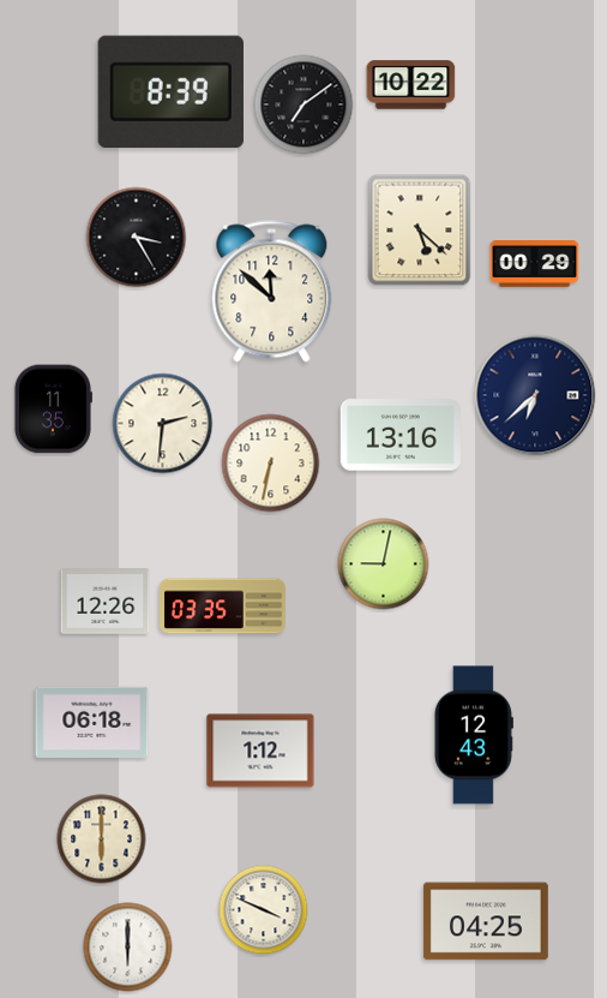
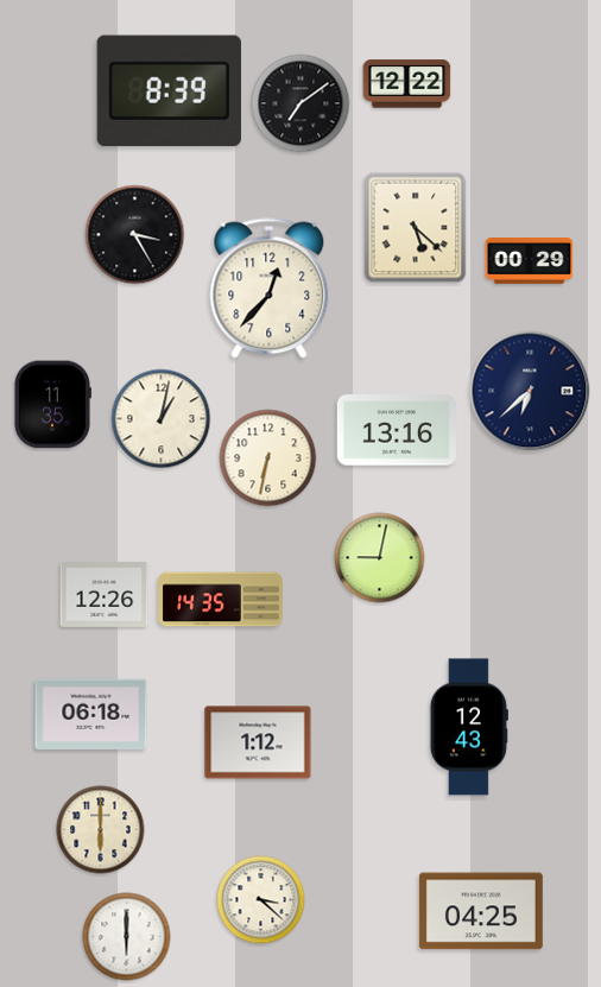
clock at (411, 85): 10:22 -> 12:22
clock at (272, 292): 11:52 -> 12:37
clock at (163, 424): 2:31 -> 1:02
clock at (223, 606): 03:35 -> 14:35
clock at (264, 910): 3:49 -> 3:22
